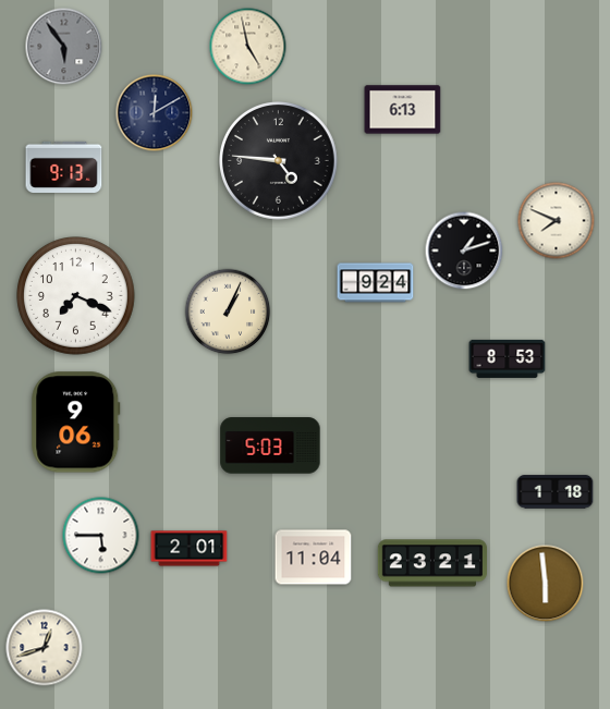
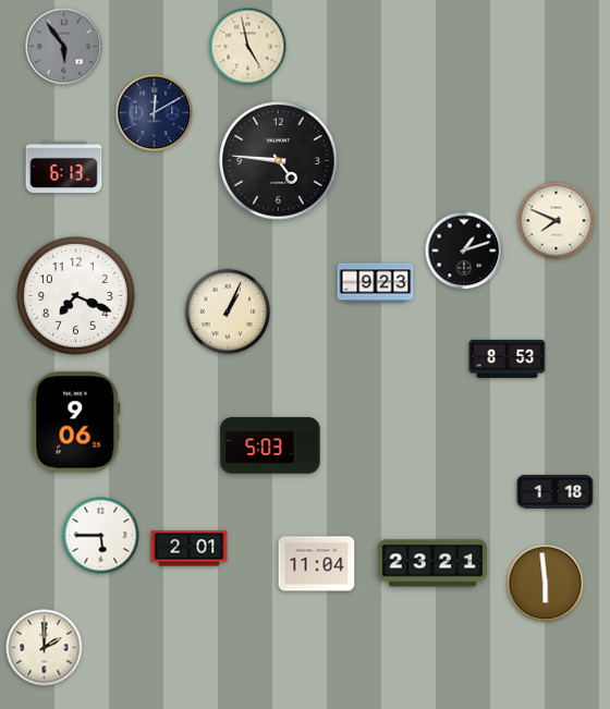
clock at (403, 110): 6:13 -> none
clock at (64, 167): 9:13 -> 6:13
clock at (376, 283): 9:24 -> 9:23
clock at (314, 558) position: (314, 558) -> (317, 564)
clock at (45, 648): 12:42 -> 2:00
